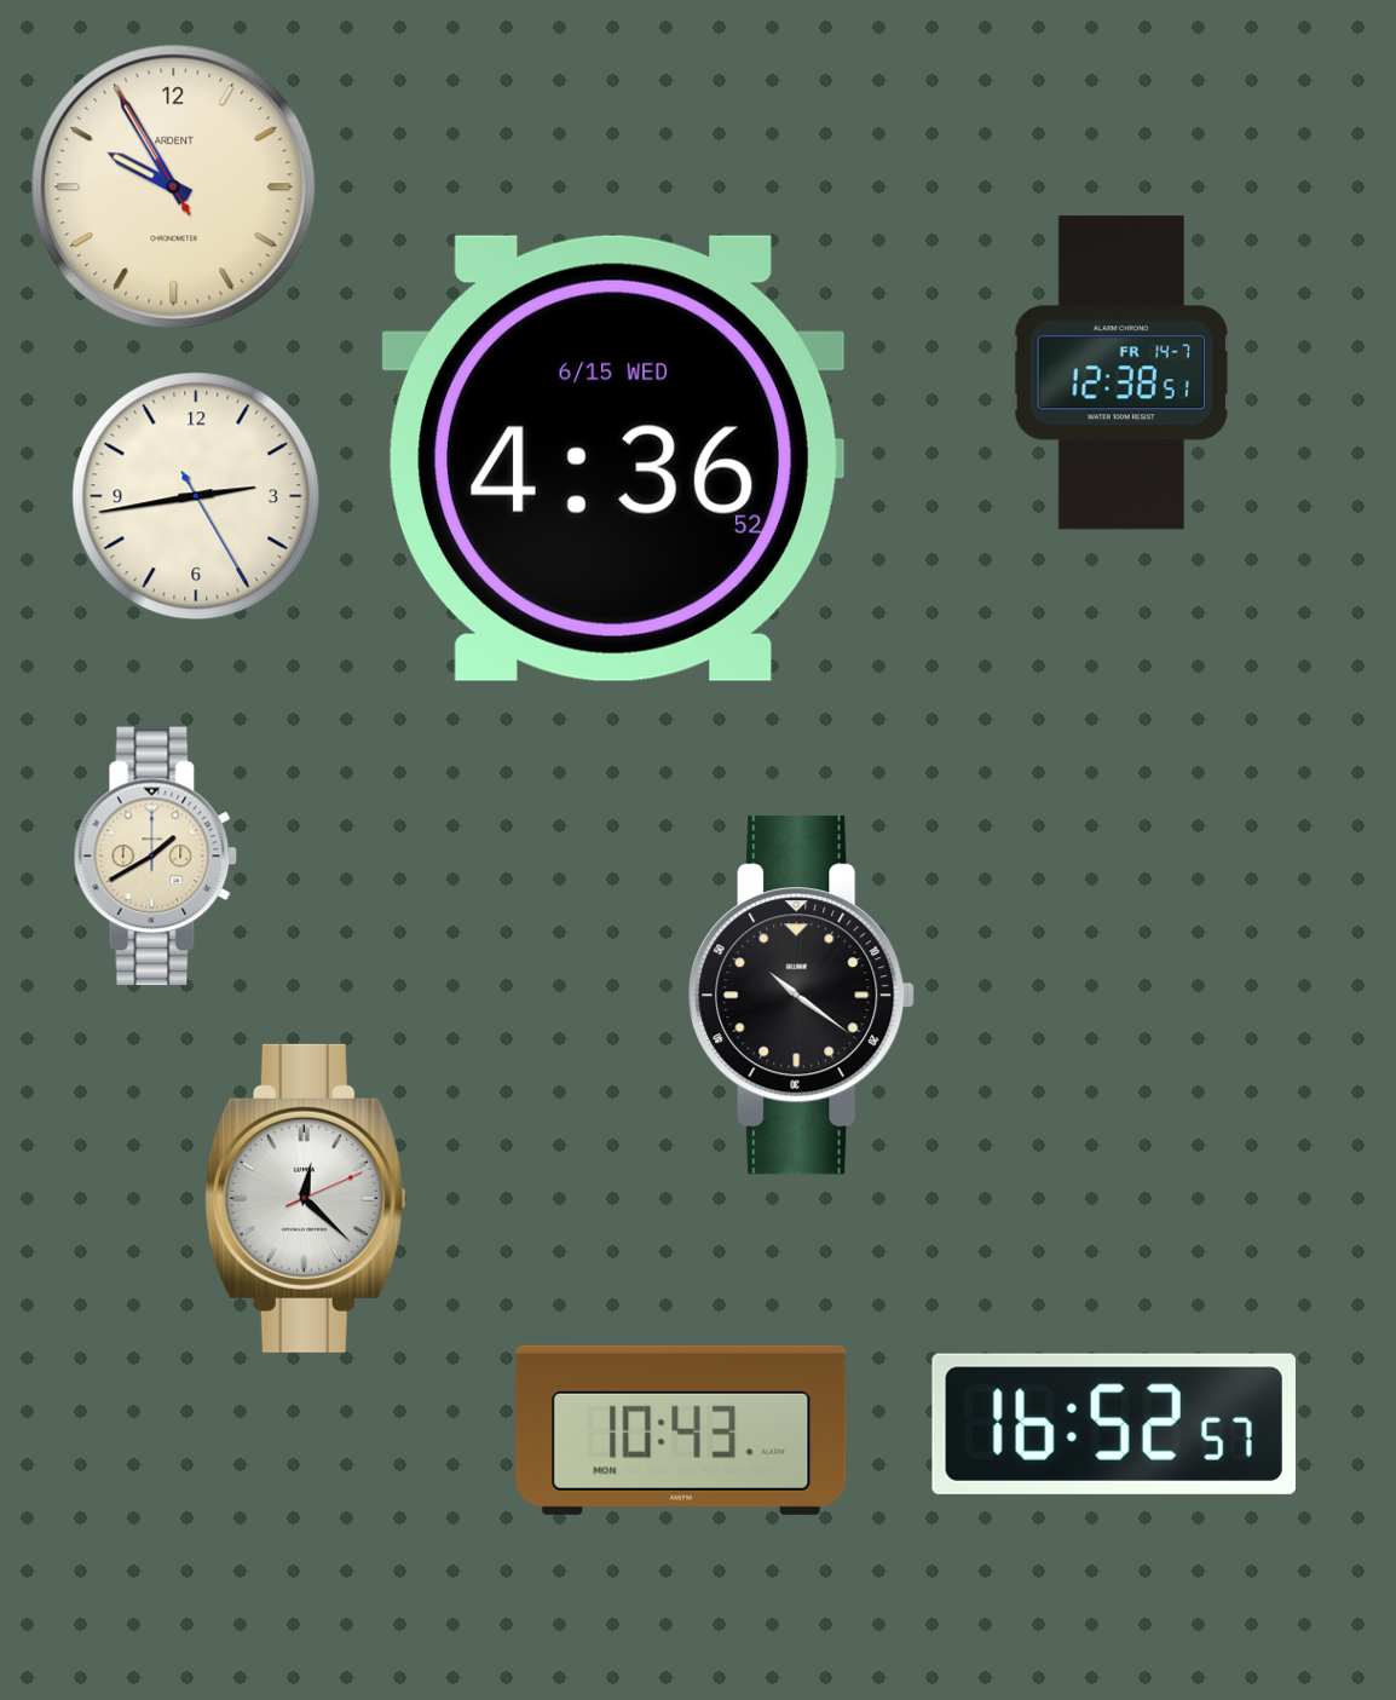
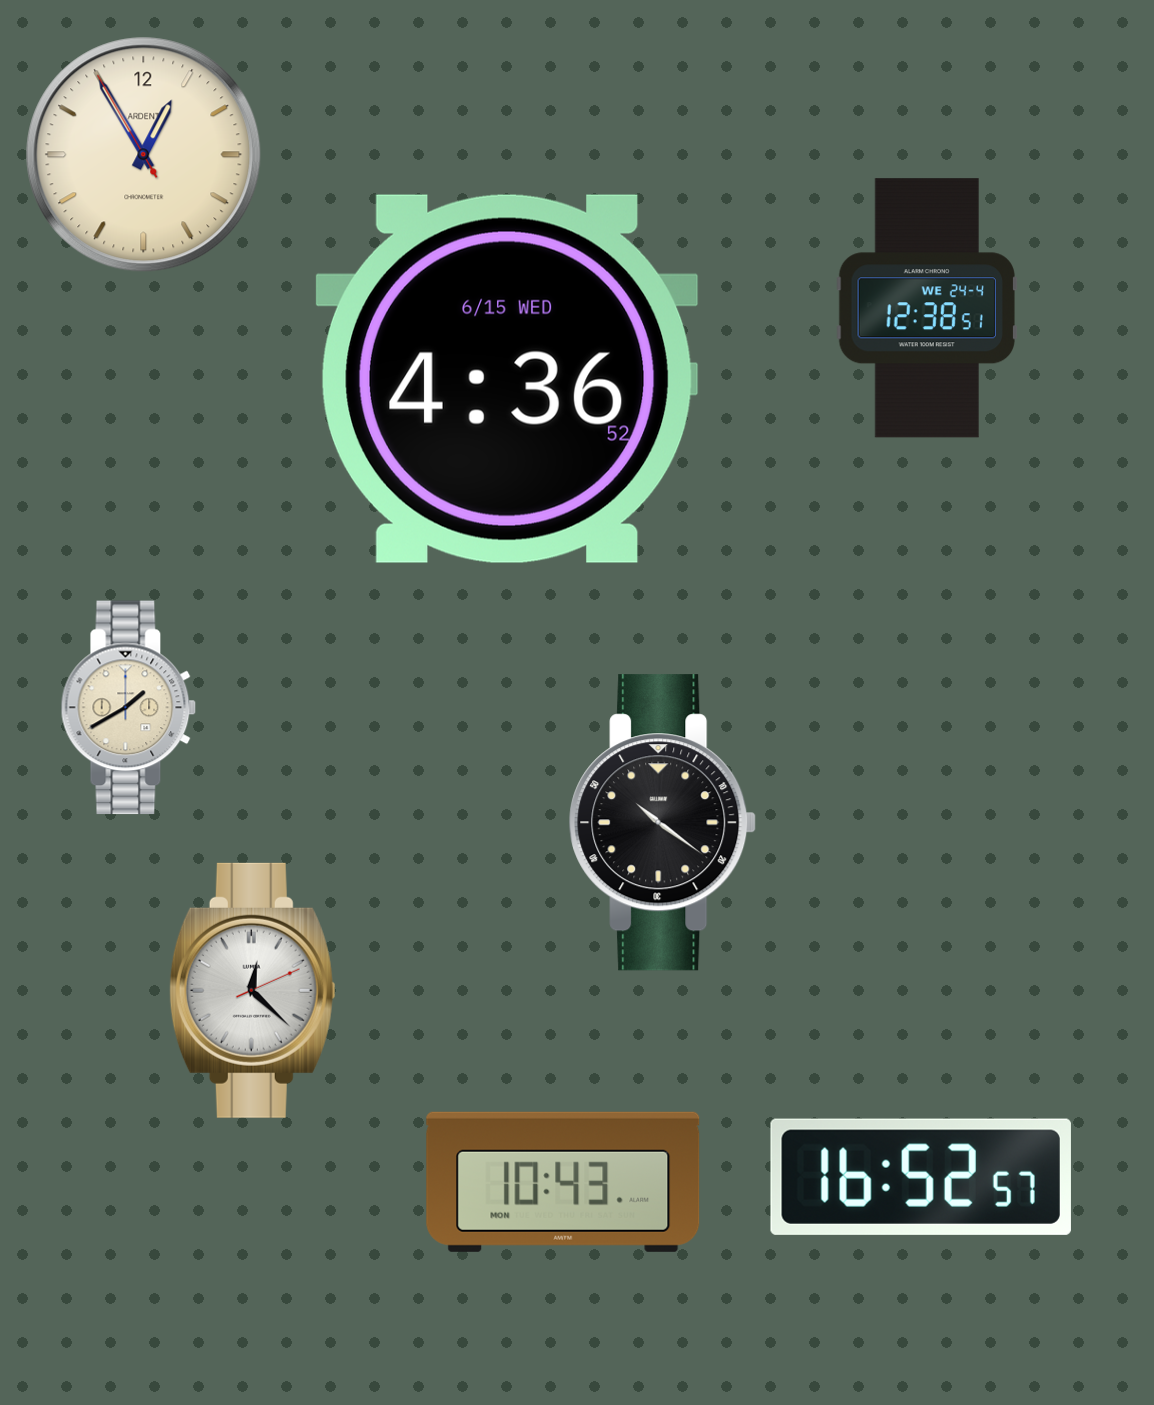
clock at (174, 188): 9:54 -> 12:54
clock at (1121, 373) date: FR 14-7 -> WE 24-4
clock at (196, 496): 2:43 -> none
